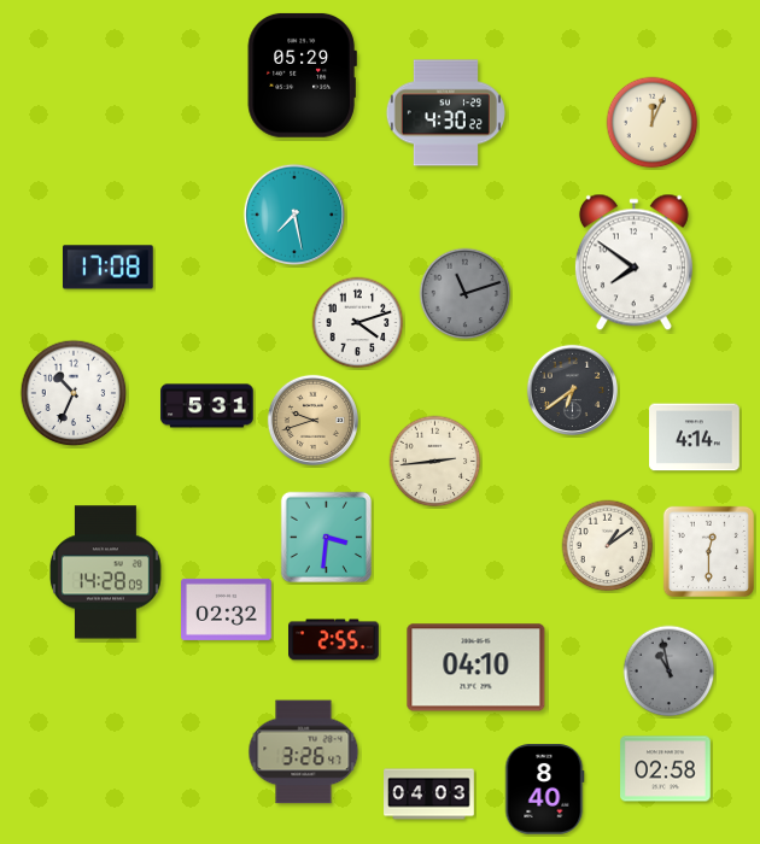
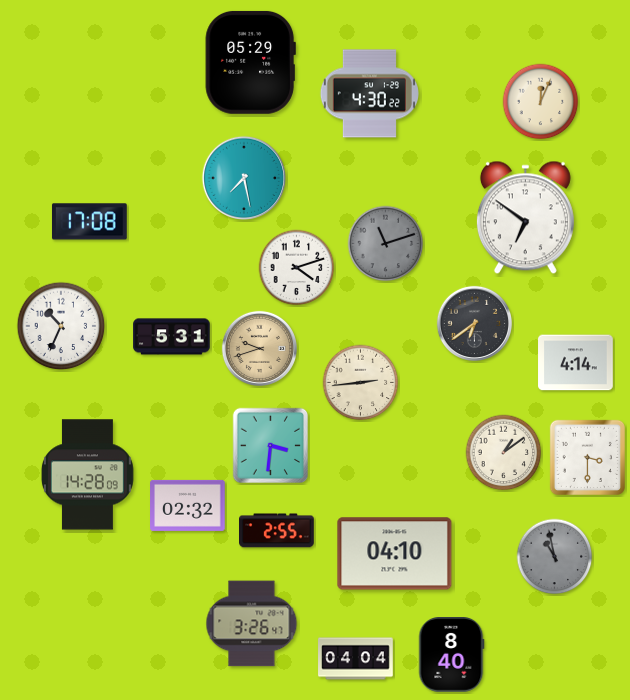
clock at (633, 263): 7:51 -> 6:51
clock at (708, 551): 12:30 -> 3:30
clock at (666, 769): 02:58 -> none
clock at (429, 795): 04:03 -> 04:04
